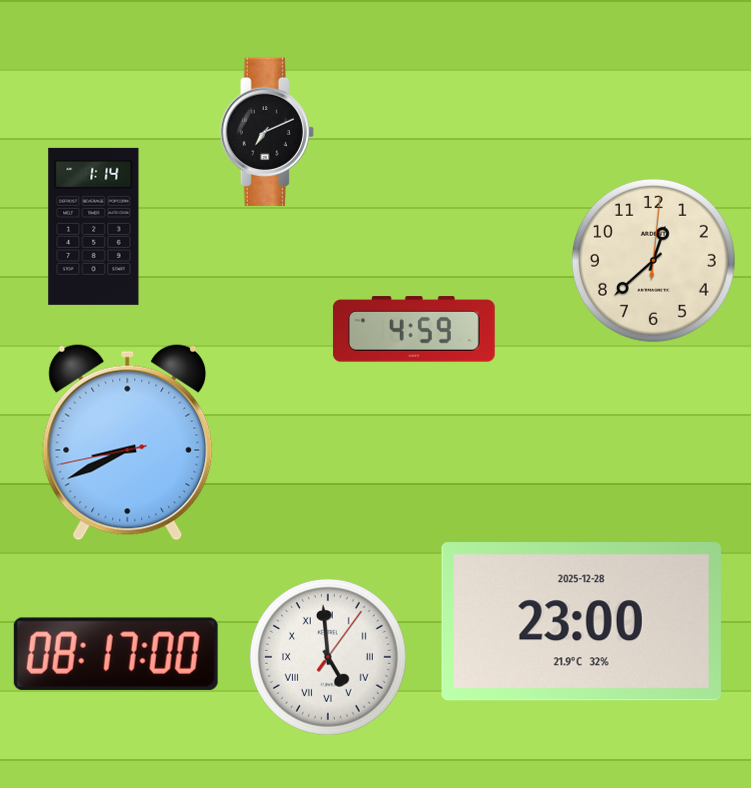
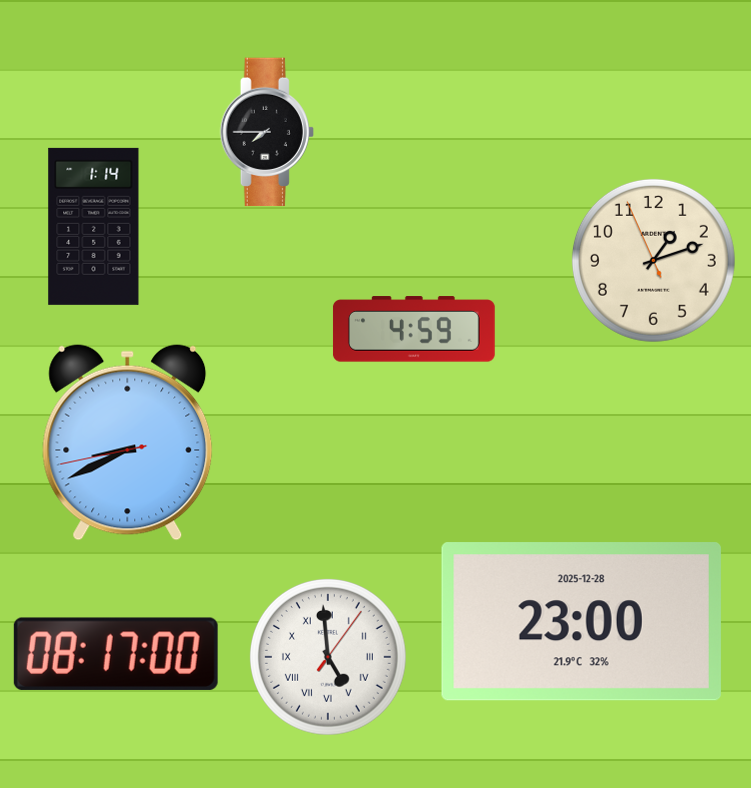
clock at (267, 132): 7:11 -> 7:45
clock at (653, 260): 12:38 -> 1:11
